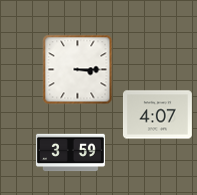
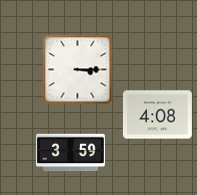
clock at (157, 115): 4:07 -> 4:08
